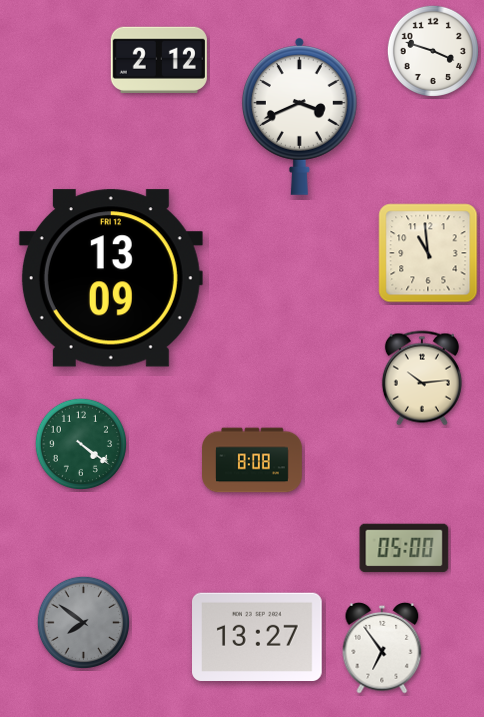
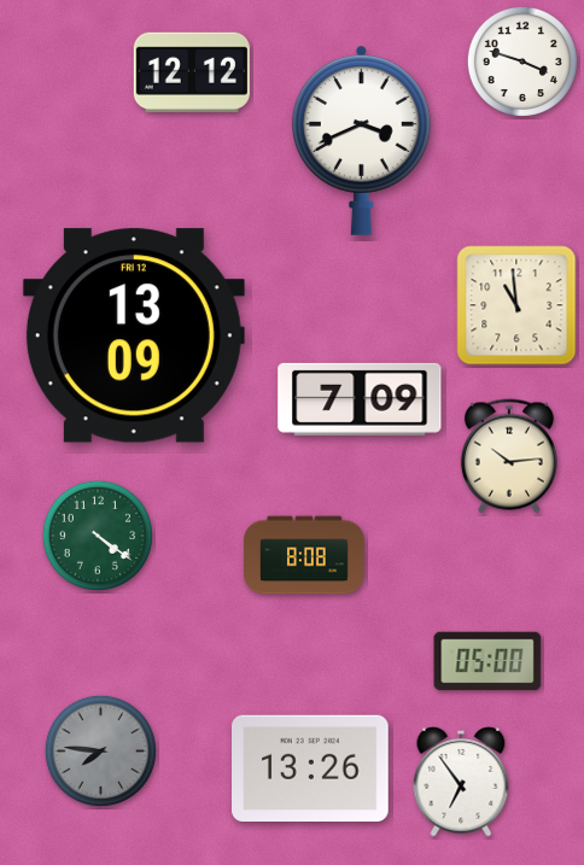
clock at (159, 60): 2:12 -> 12:12
clock at (360, 399): none -> 7:09
clock at (83, 622): 7:51 -> 7:46
clock at (258, 636): 13:27 -> 13:26
